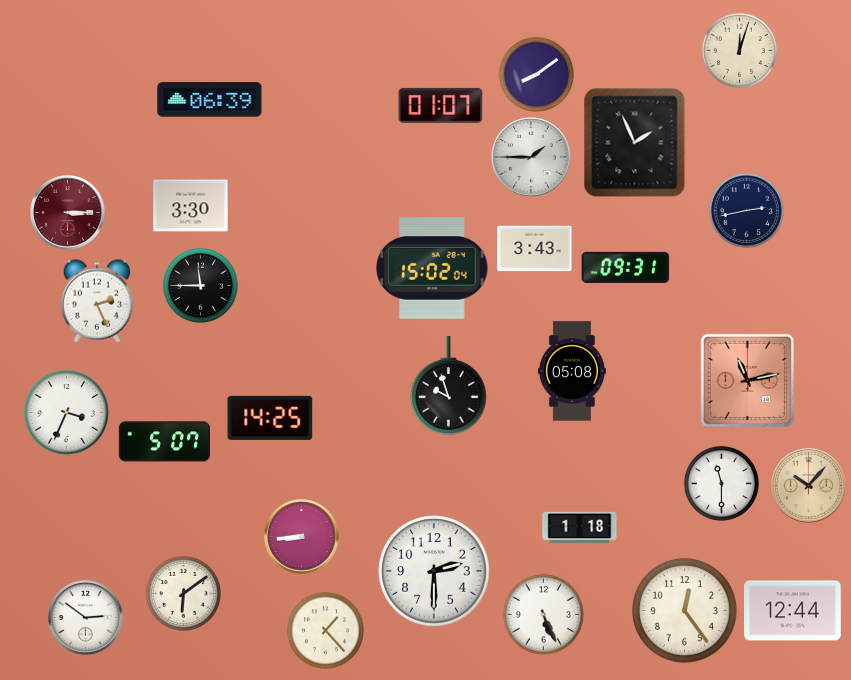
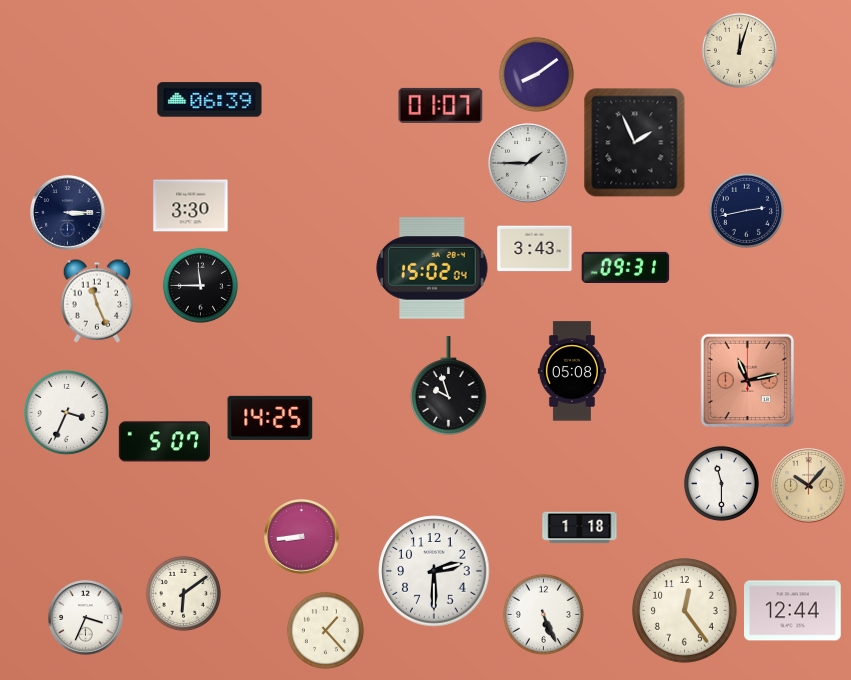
clock at (531, 157) position: (531, 157) -> (528, 163)
clock at (68, 213) dial: burgundy -> navy
clock at (97, 301): 2:26 -> 11:26
clock at (86, 618): 2:51 -> 3:34
